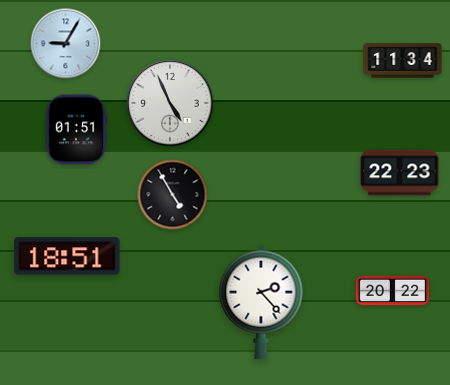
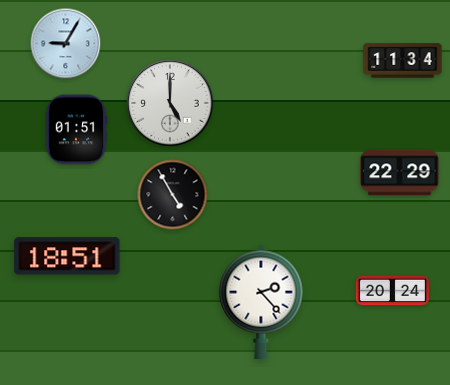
clock at (170, 103): 4:56 -> 5:00
clock at (400, 173): 22:23 -> 22:29
clock at (392, 291): 20:22 -> 20:24
